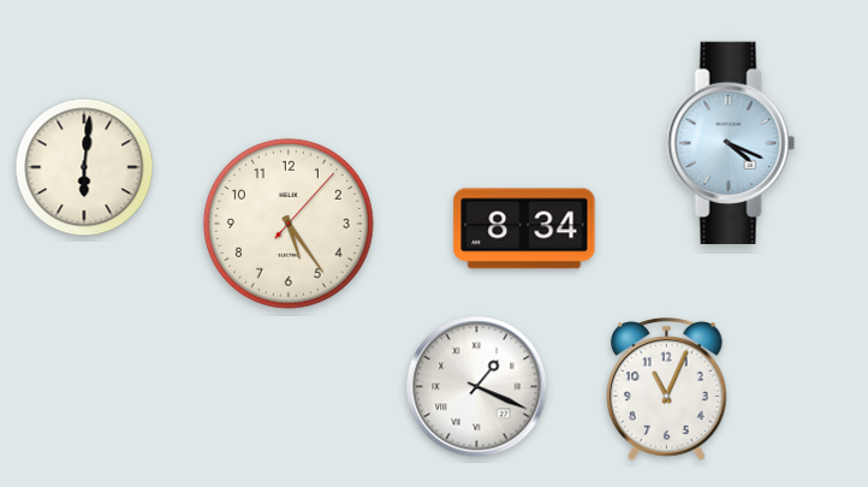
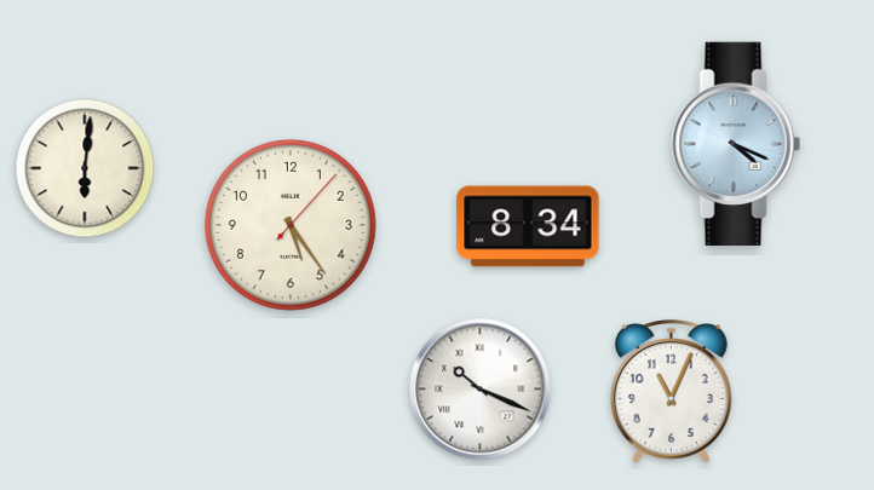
clock at (524, 228) position: (524, 228) -> (528, 226)
clock at (477, 387): 1:19 -> 10:19
